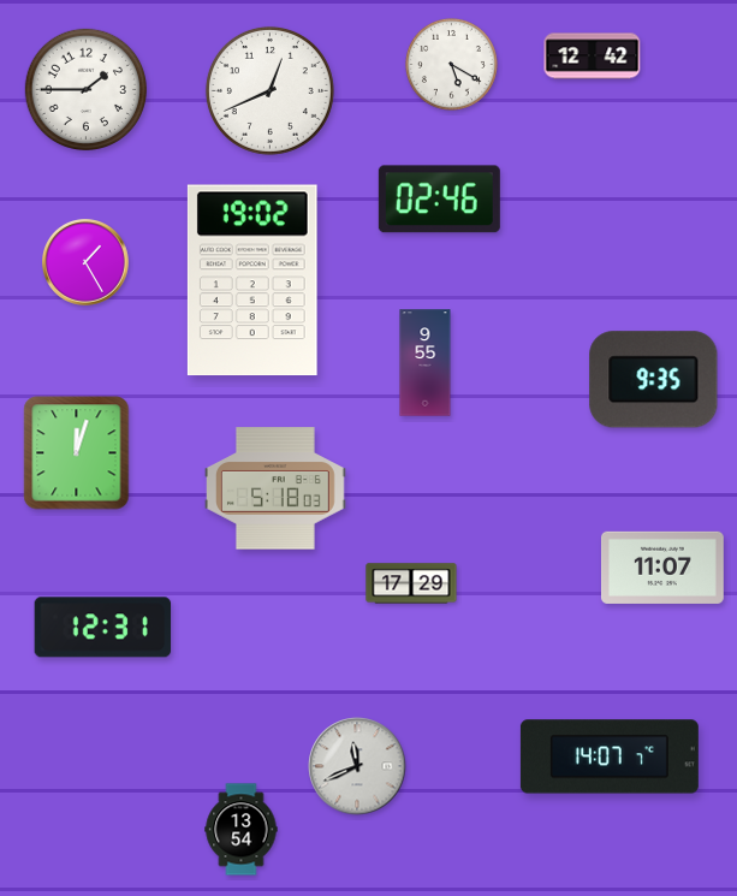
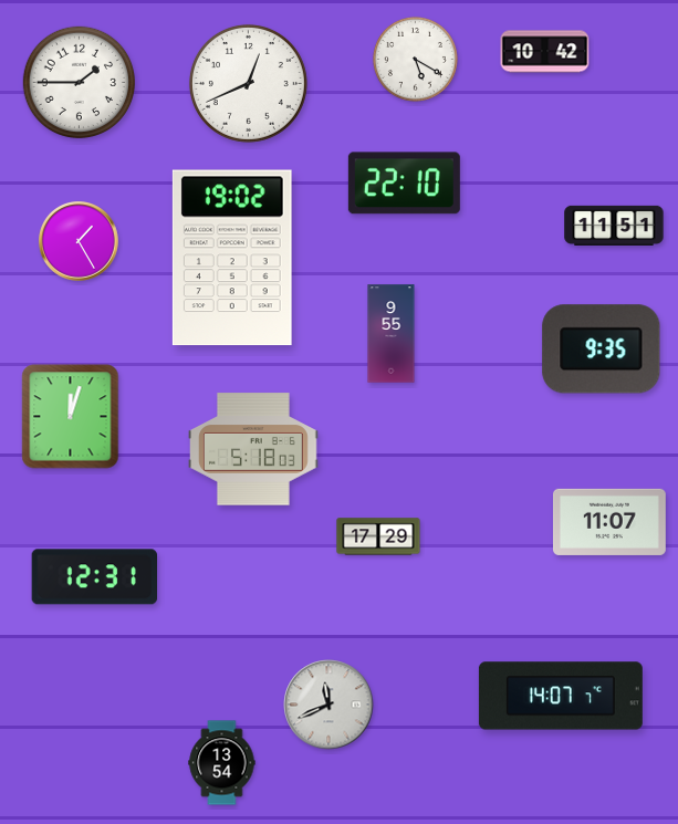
clock at (593, 57): 12:42 -> 10:42
clock at (439, 200): 02:46 -> 22:10
clock at (614, 226): none -> 11:51
